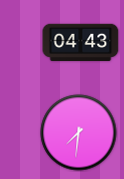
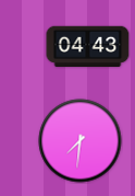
clock at (79, 133) position: (79, 133) -> (81, 141)
